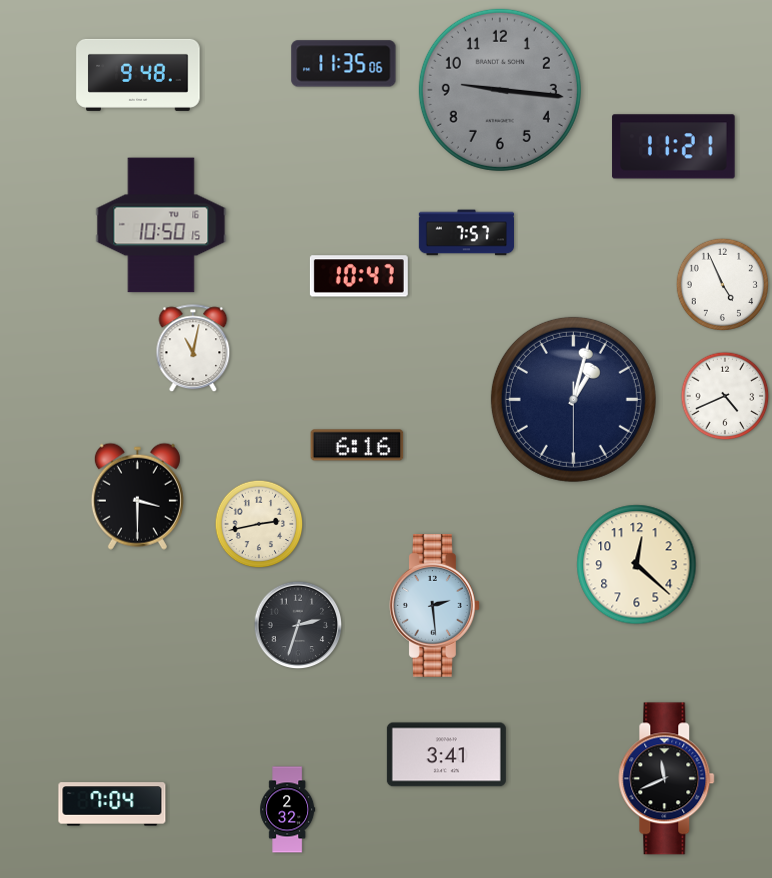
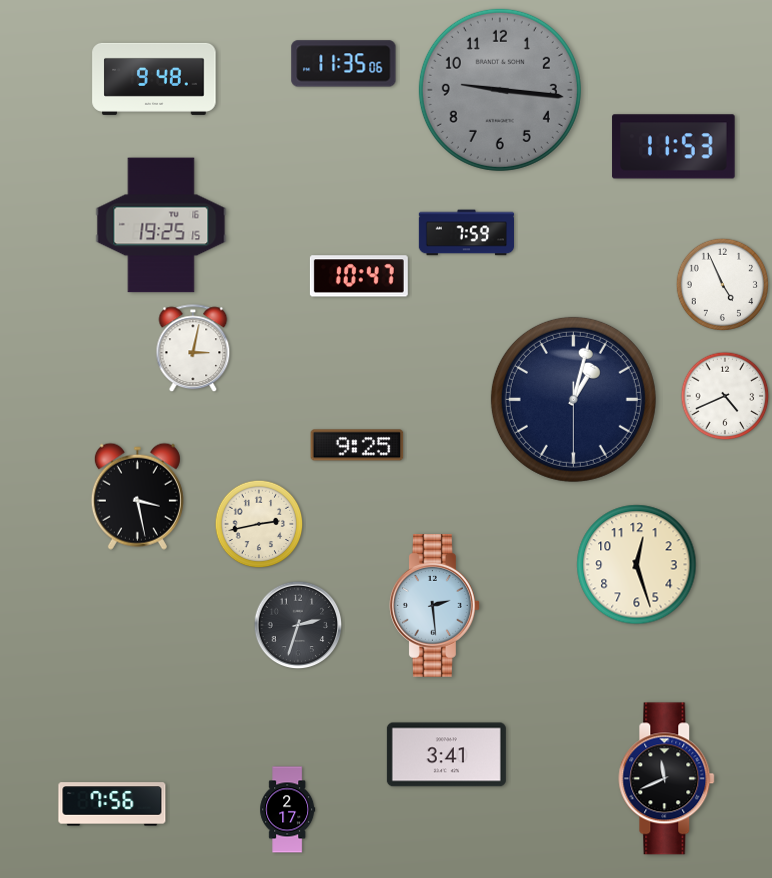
clock at (138, 75) position: (138, 75) -> (154, 79)
clock at (674, 147): 11:21 -> 11:53
clock at (161, 225): 10:50 -> 19:25
clock at (466, 233): 7:57 -> 7:59
clock at (193, 349): 11:02 -> 3:02
clock at (357, 445): 6:16 -> 9:25
clock at (137, 496): 3:30 -> 3:28
clock at (637, 565): 12:22 -> 12:27
clock at (112, 804): 7:04 -> 7:56
clock at (288, 810): 2:32 -> 2:17
